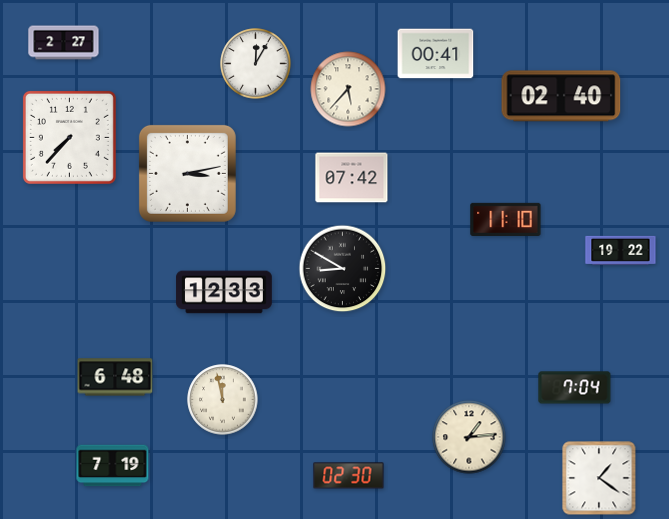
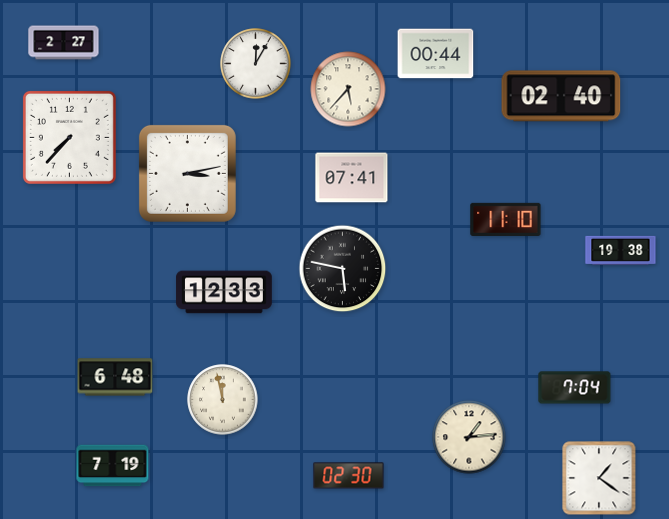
clock at (436, 54): 00:41 -> 00:44
clock at (352, 178): 07:42 -> 07:41
clock at (621, 250): 19:22 -> 19:38
clock at (343, 269): 8:50 -> 5:47
